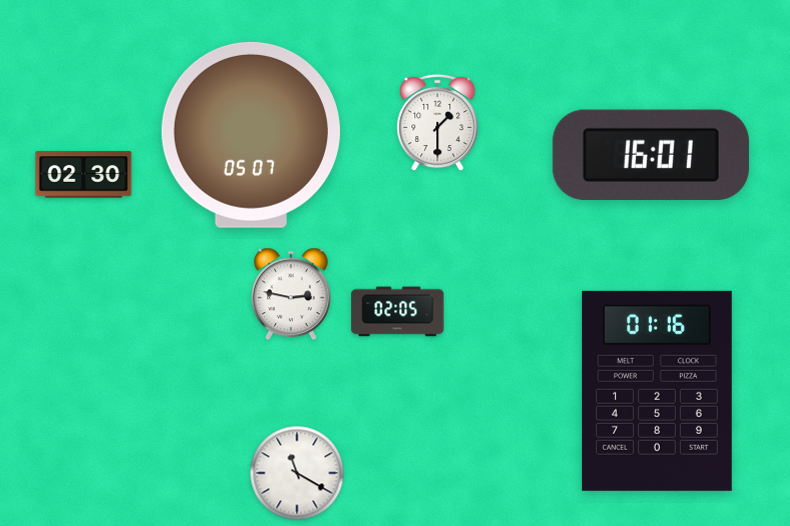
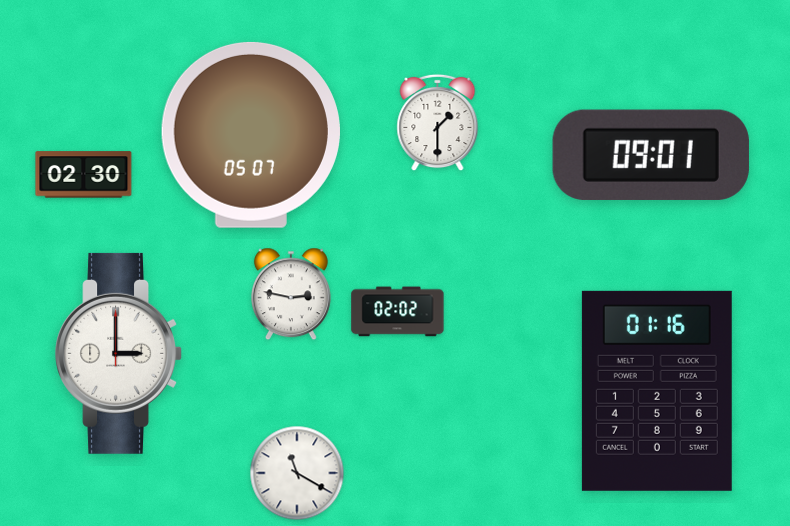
clock at (651, 155): 16:01 -> 09:01
clock at (398, 312): 02:05 -> 02:02
clock at (118, 353): none -> 3:00
